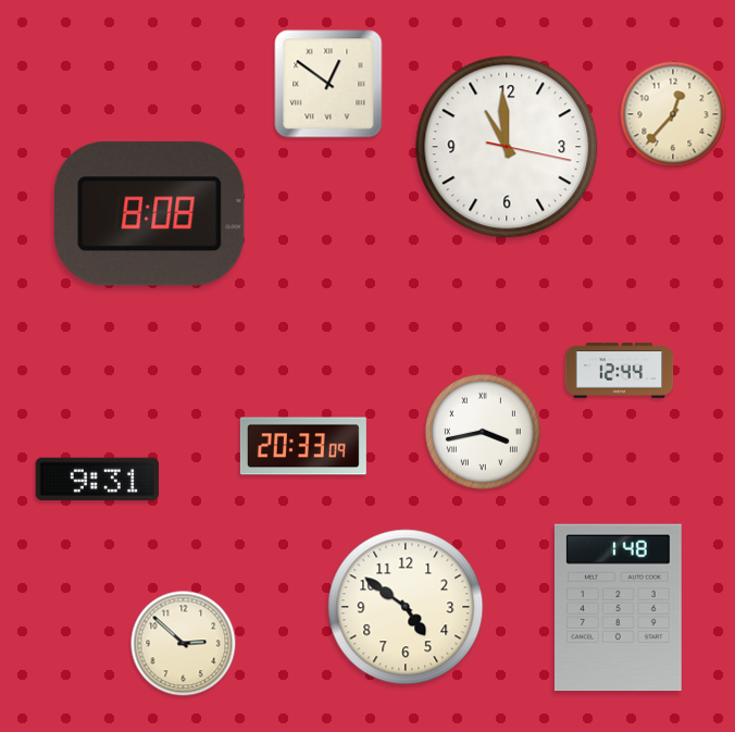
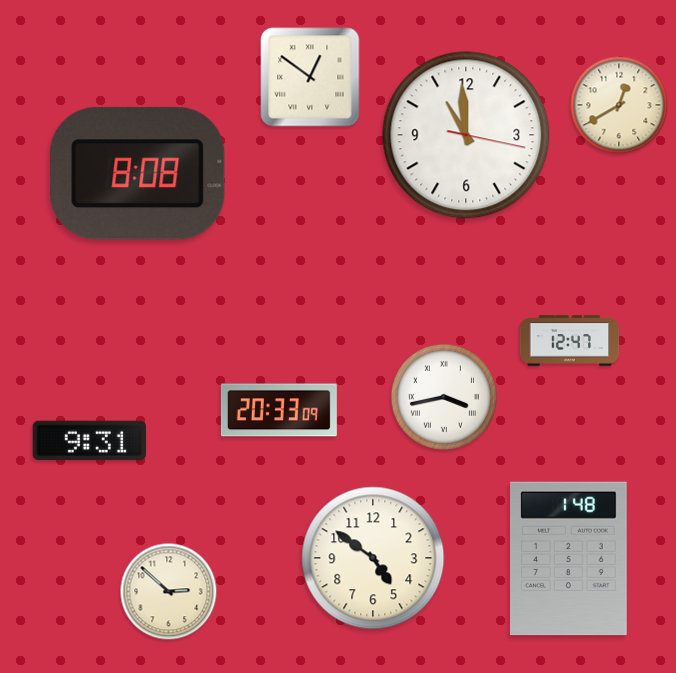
clock at (328, 84) position: (328, 84) -> (310, 77)
clock at (673, 114): 12:37 -> 12:40
clock at (150, 213) position: (150, 213) -> (138, 173)
clock at (620, 371): 12:44 -> 12:47
